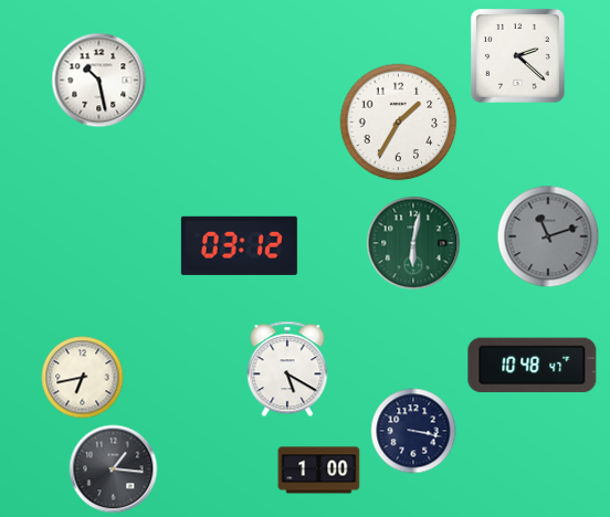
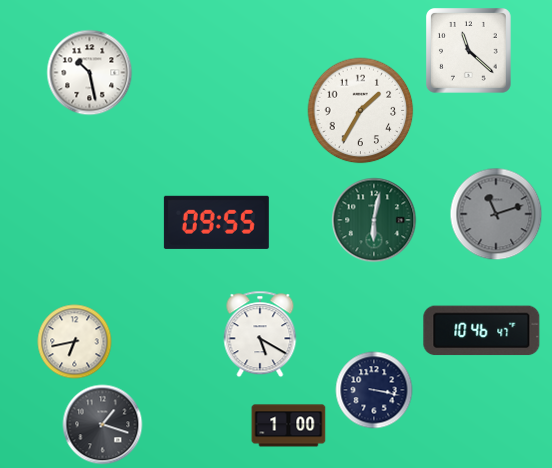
clock at (518, 56): 2:22 -> 11:22
clock at (239, 245): 03:12 -> 09:55
clock at (533, 366): 10:48 -> 10:46
clock at (114, 469): 1:16 -> 1:18
